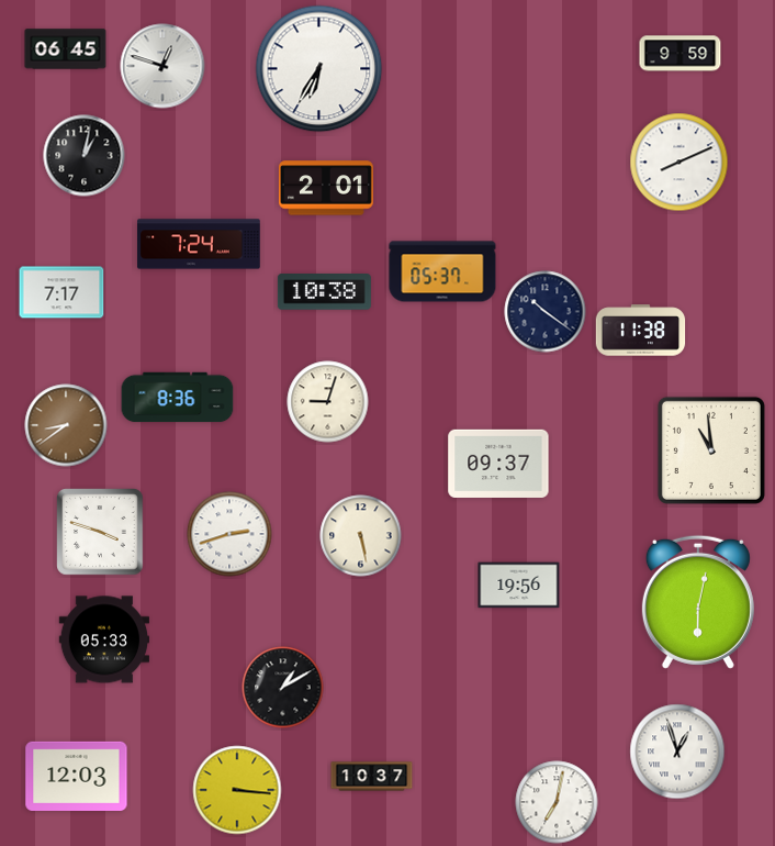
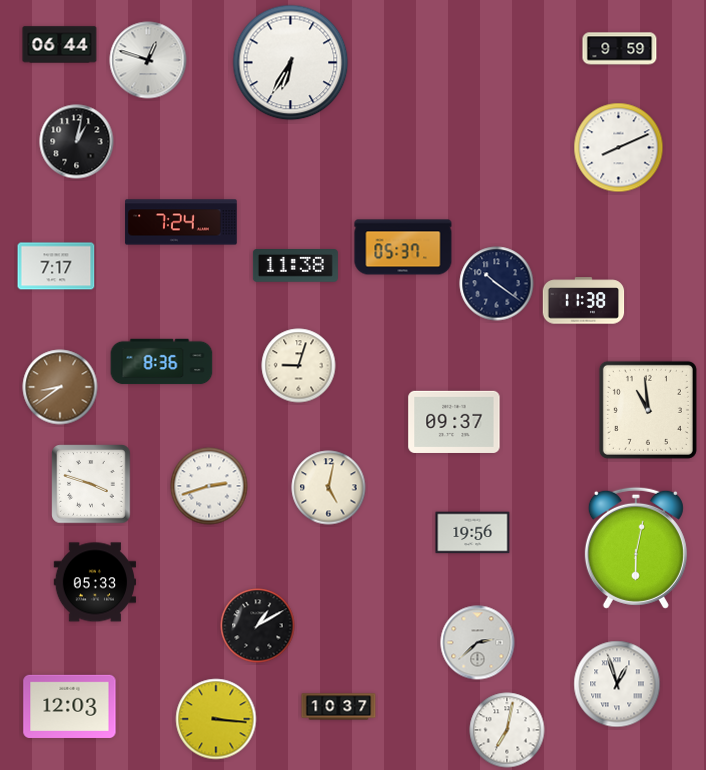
clock at (66, 49): 06:45 -> 06:44
clock at (326, 188): 2:01 -> none
clock at (324, 292): 10:38 -> 11:38
clock at (361, 536): 5:28 -> 5:02
clock at (478, 643): none -> 2:38
